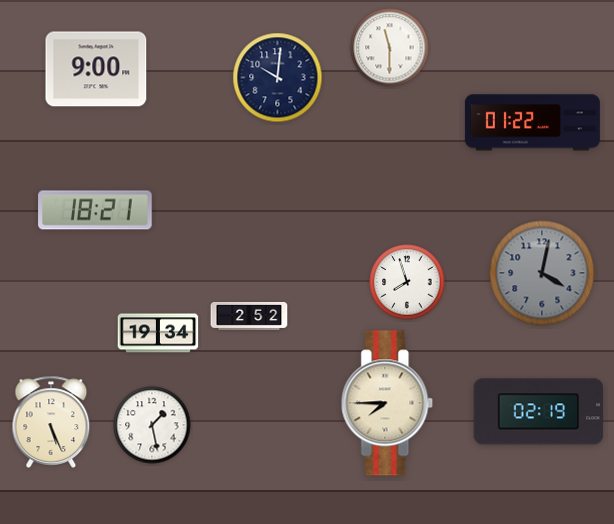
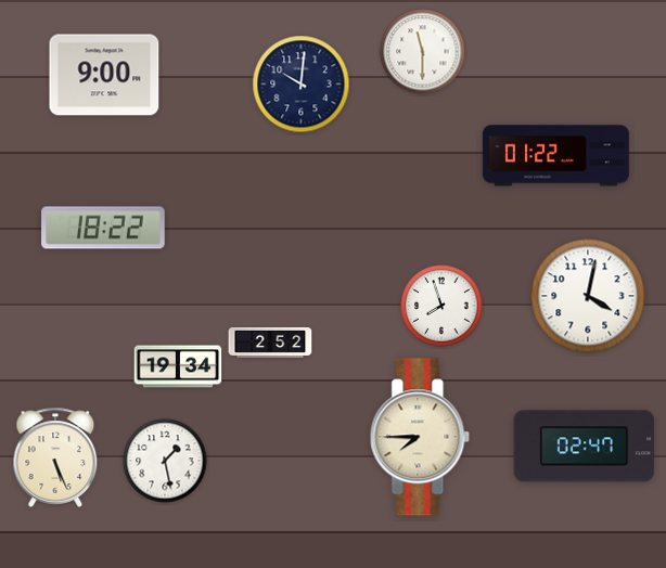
clock at (532, 123) position: (532, 123) -> (555, 156)
clock at (95, 210): 18:21 -> 18:22
clock at (542, 273) dial: grey -> white
clock at (158, 333) position: (158, 333) -> (178, 366)
clock at (539, 412): 02:19 -> 02:47
